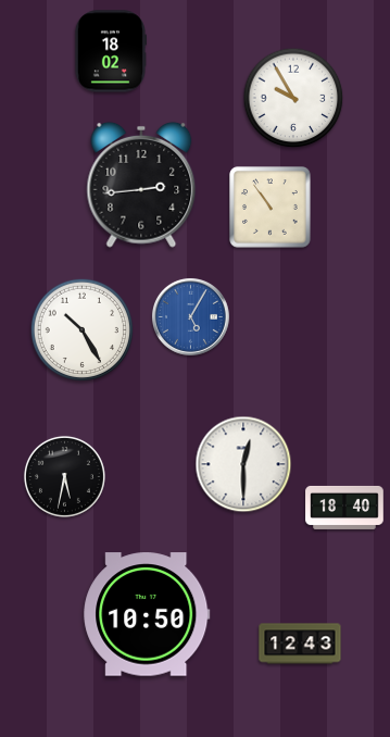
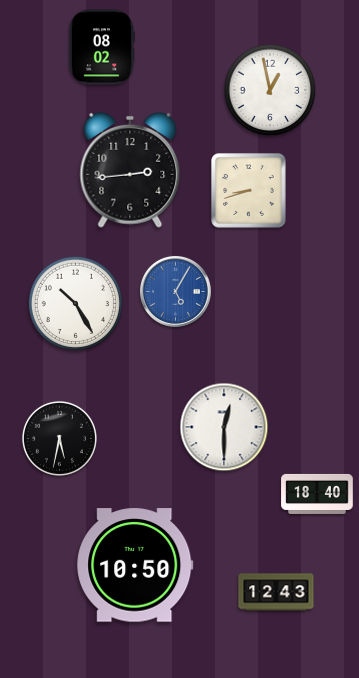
clock at (110, 51): 18:02 -> 08:02
clock at (293, 98): 9:55 -> 12:58
clock at (271, 208): 10:54 -> 8:42
clock at (344, 508) position: (344, 508) -> (317, 494)
